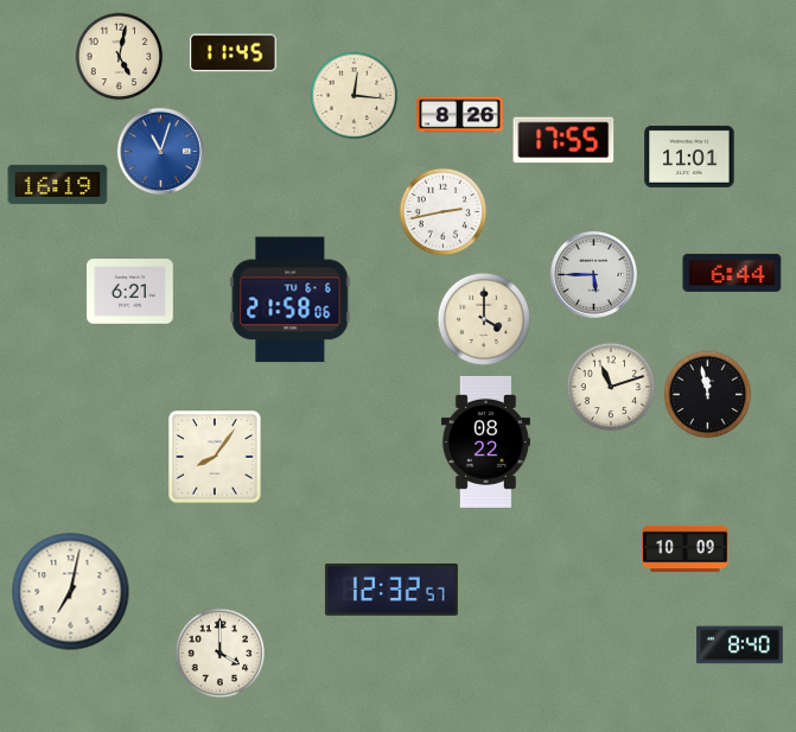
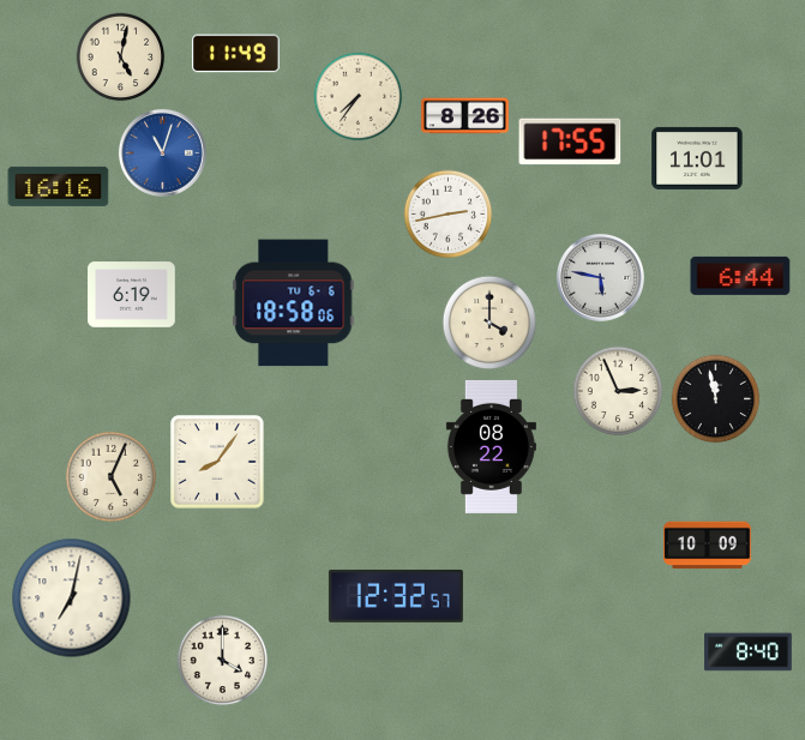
clock at (234, 53): 11:45 -> 11:49
clock at (355, 96): 12:16 -> 7:36
clock at (58, 184): 16:19 -> 16:16
clock at (593, 274): 5:45 -> 5:47
clock at (130, 292): 6:21 -> 6:19
clock at (291, 300): 21:58 -> 18:58
clock at (611, 387): 11:12 -> 2:56
clock at (112, 477): none -> 5:04
clock at (686, 549) position: (686, 549) -> (708, 546)
